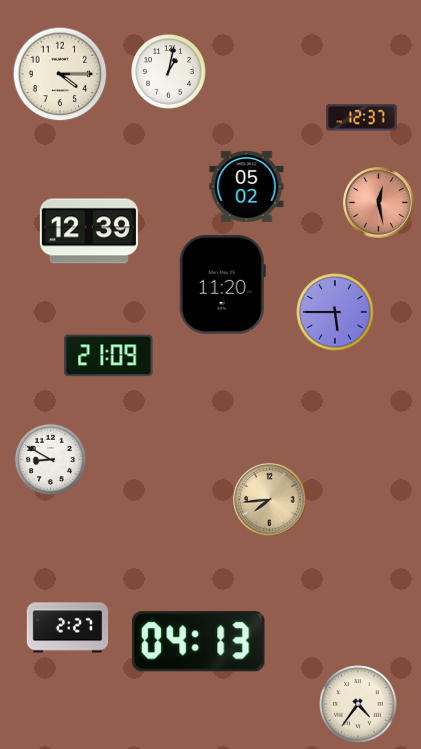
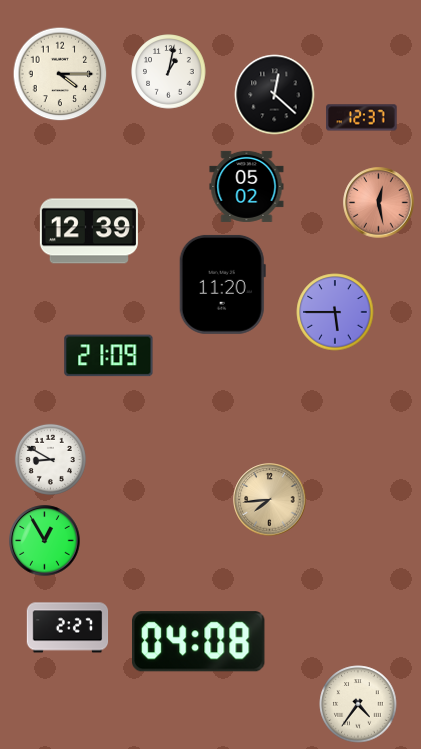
clock at (275, 95): none -> 12:22
clock at (45, 541): none -> 12:55
clock at (199, 642): 04:13 -> 04:08
